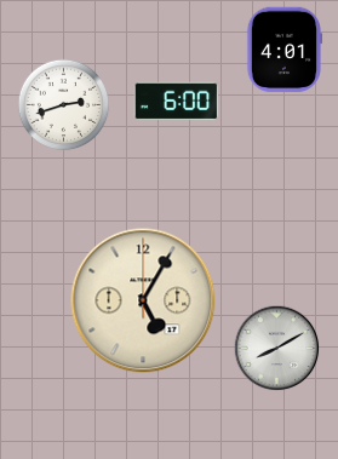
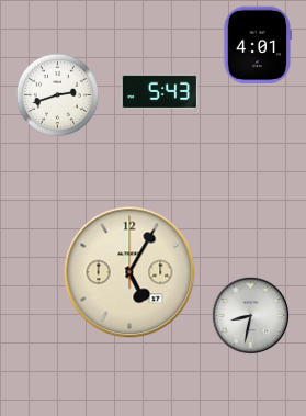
clock at (177, 102): 6:00 -> 5:43
clock at (277, 349): 8:10 -> 8:32
